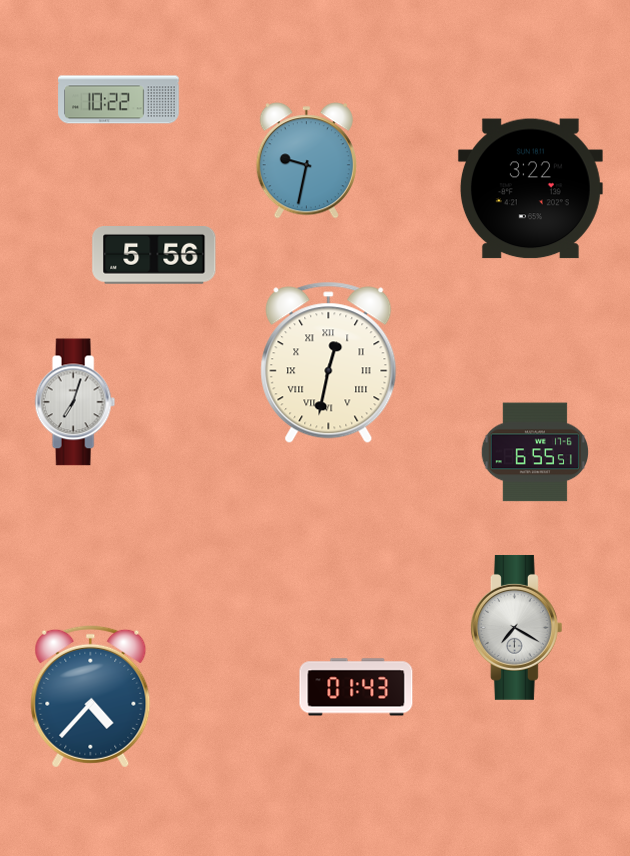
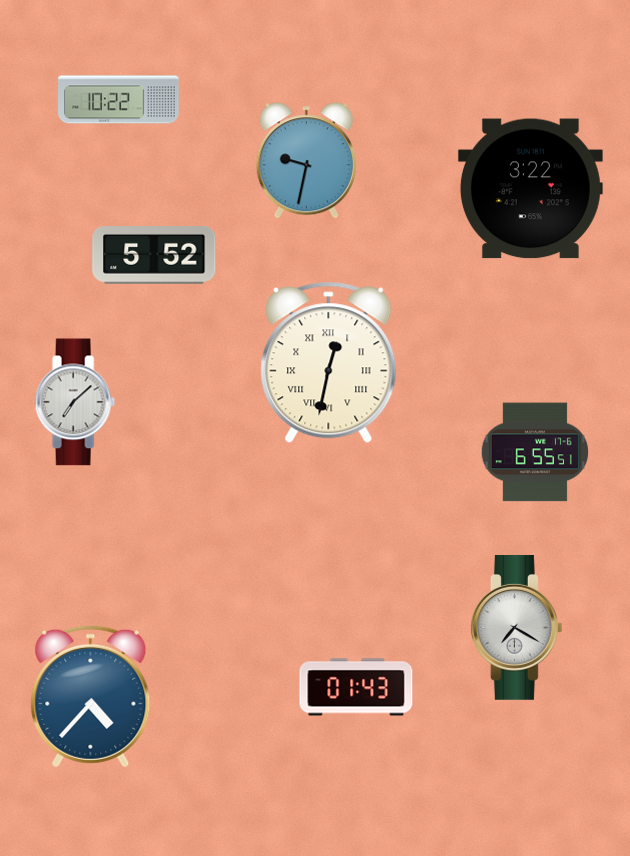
clock at (154, 256): 5:56 -> 5:52
clock at (75, 402): 7:03 -> 7:08
